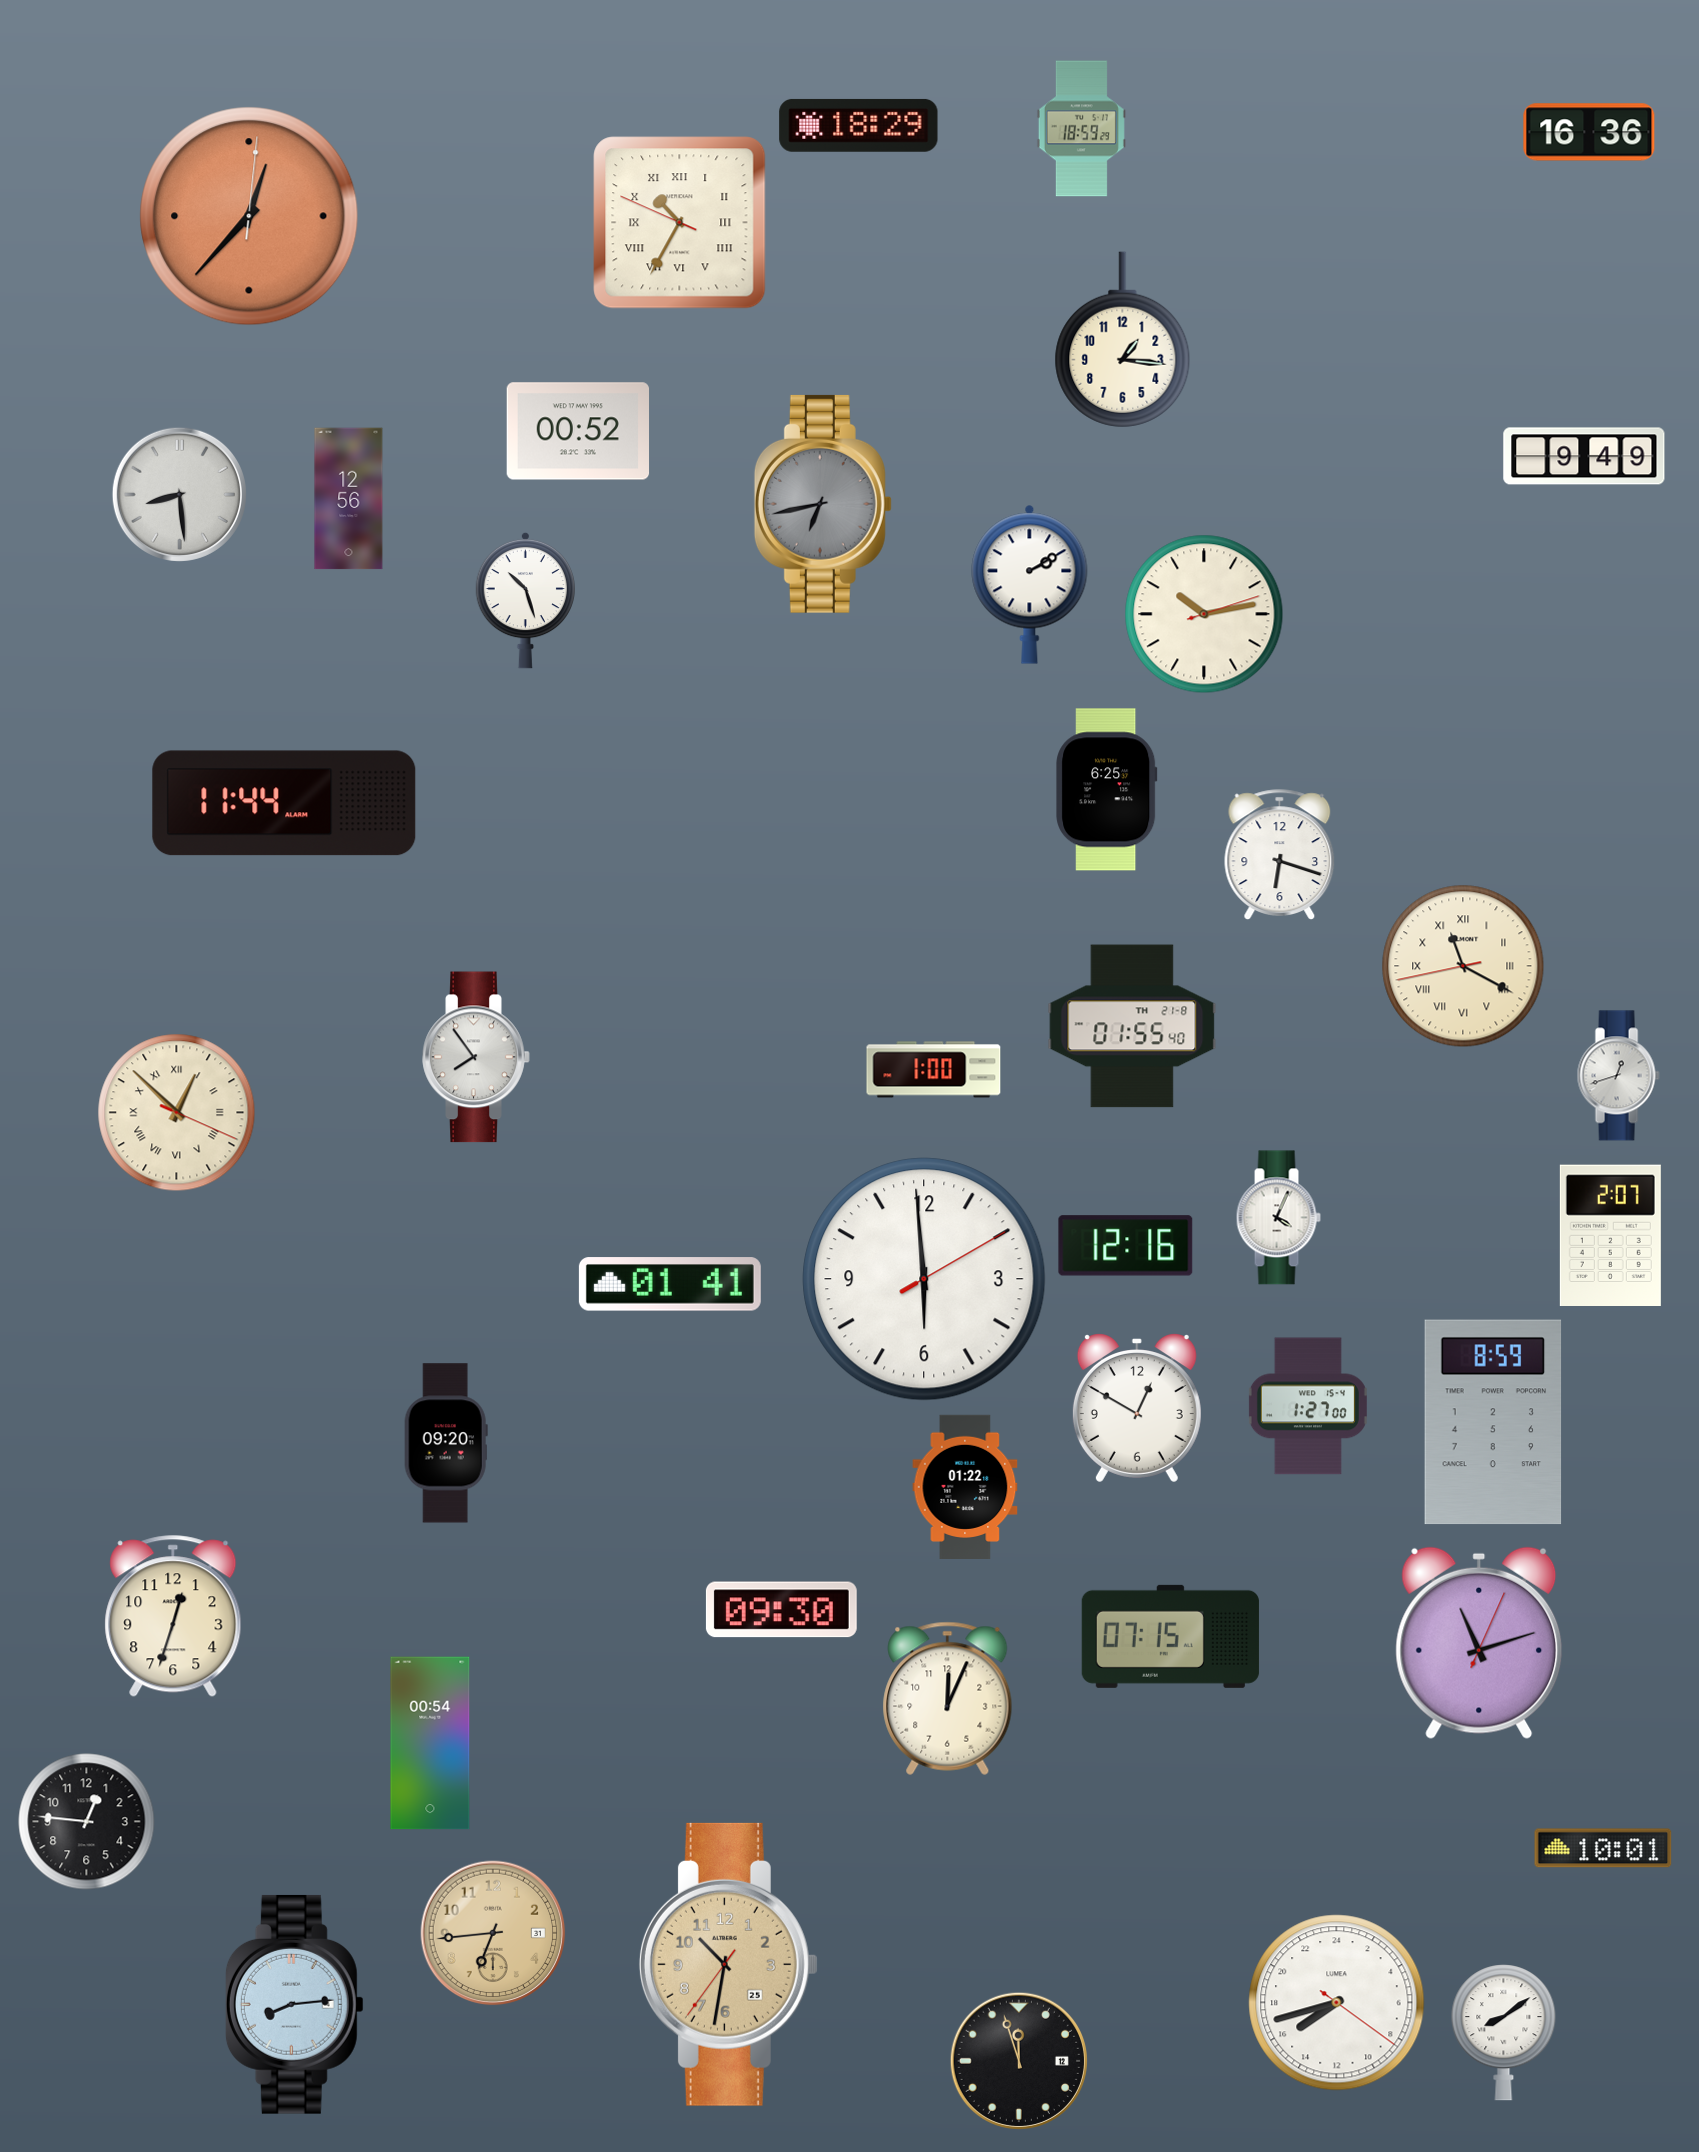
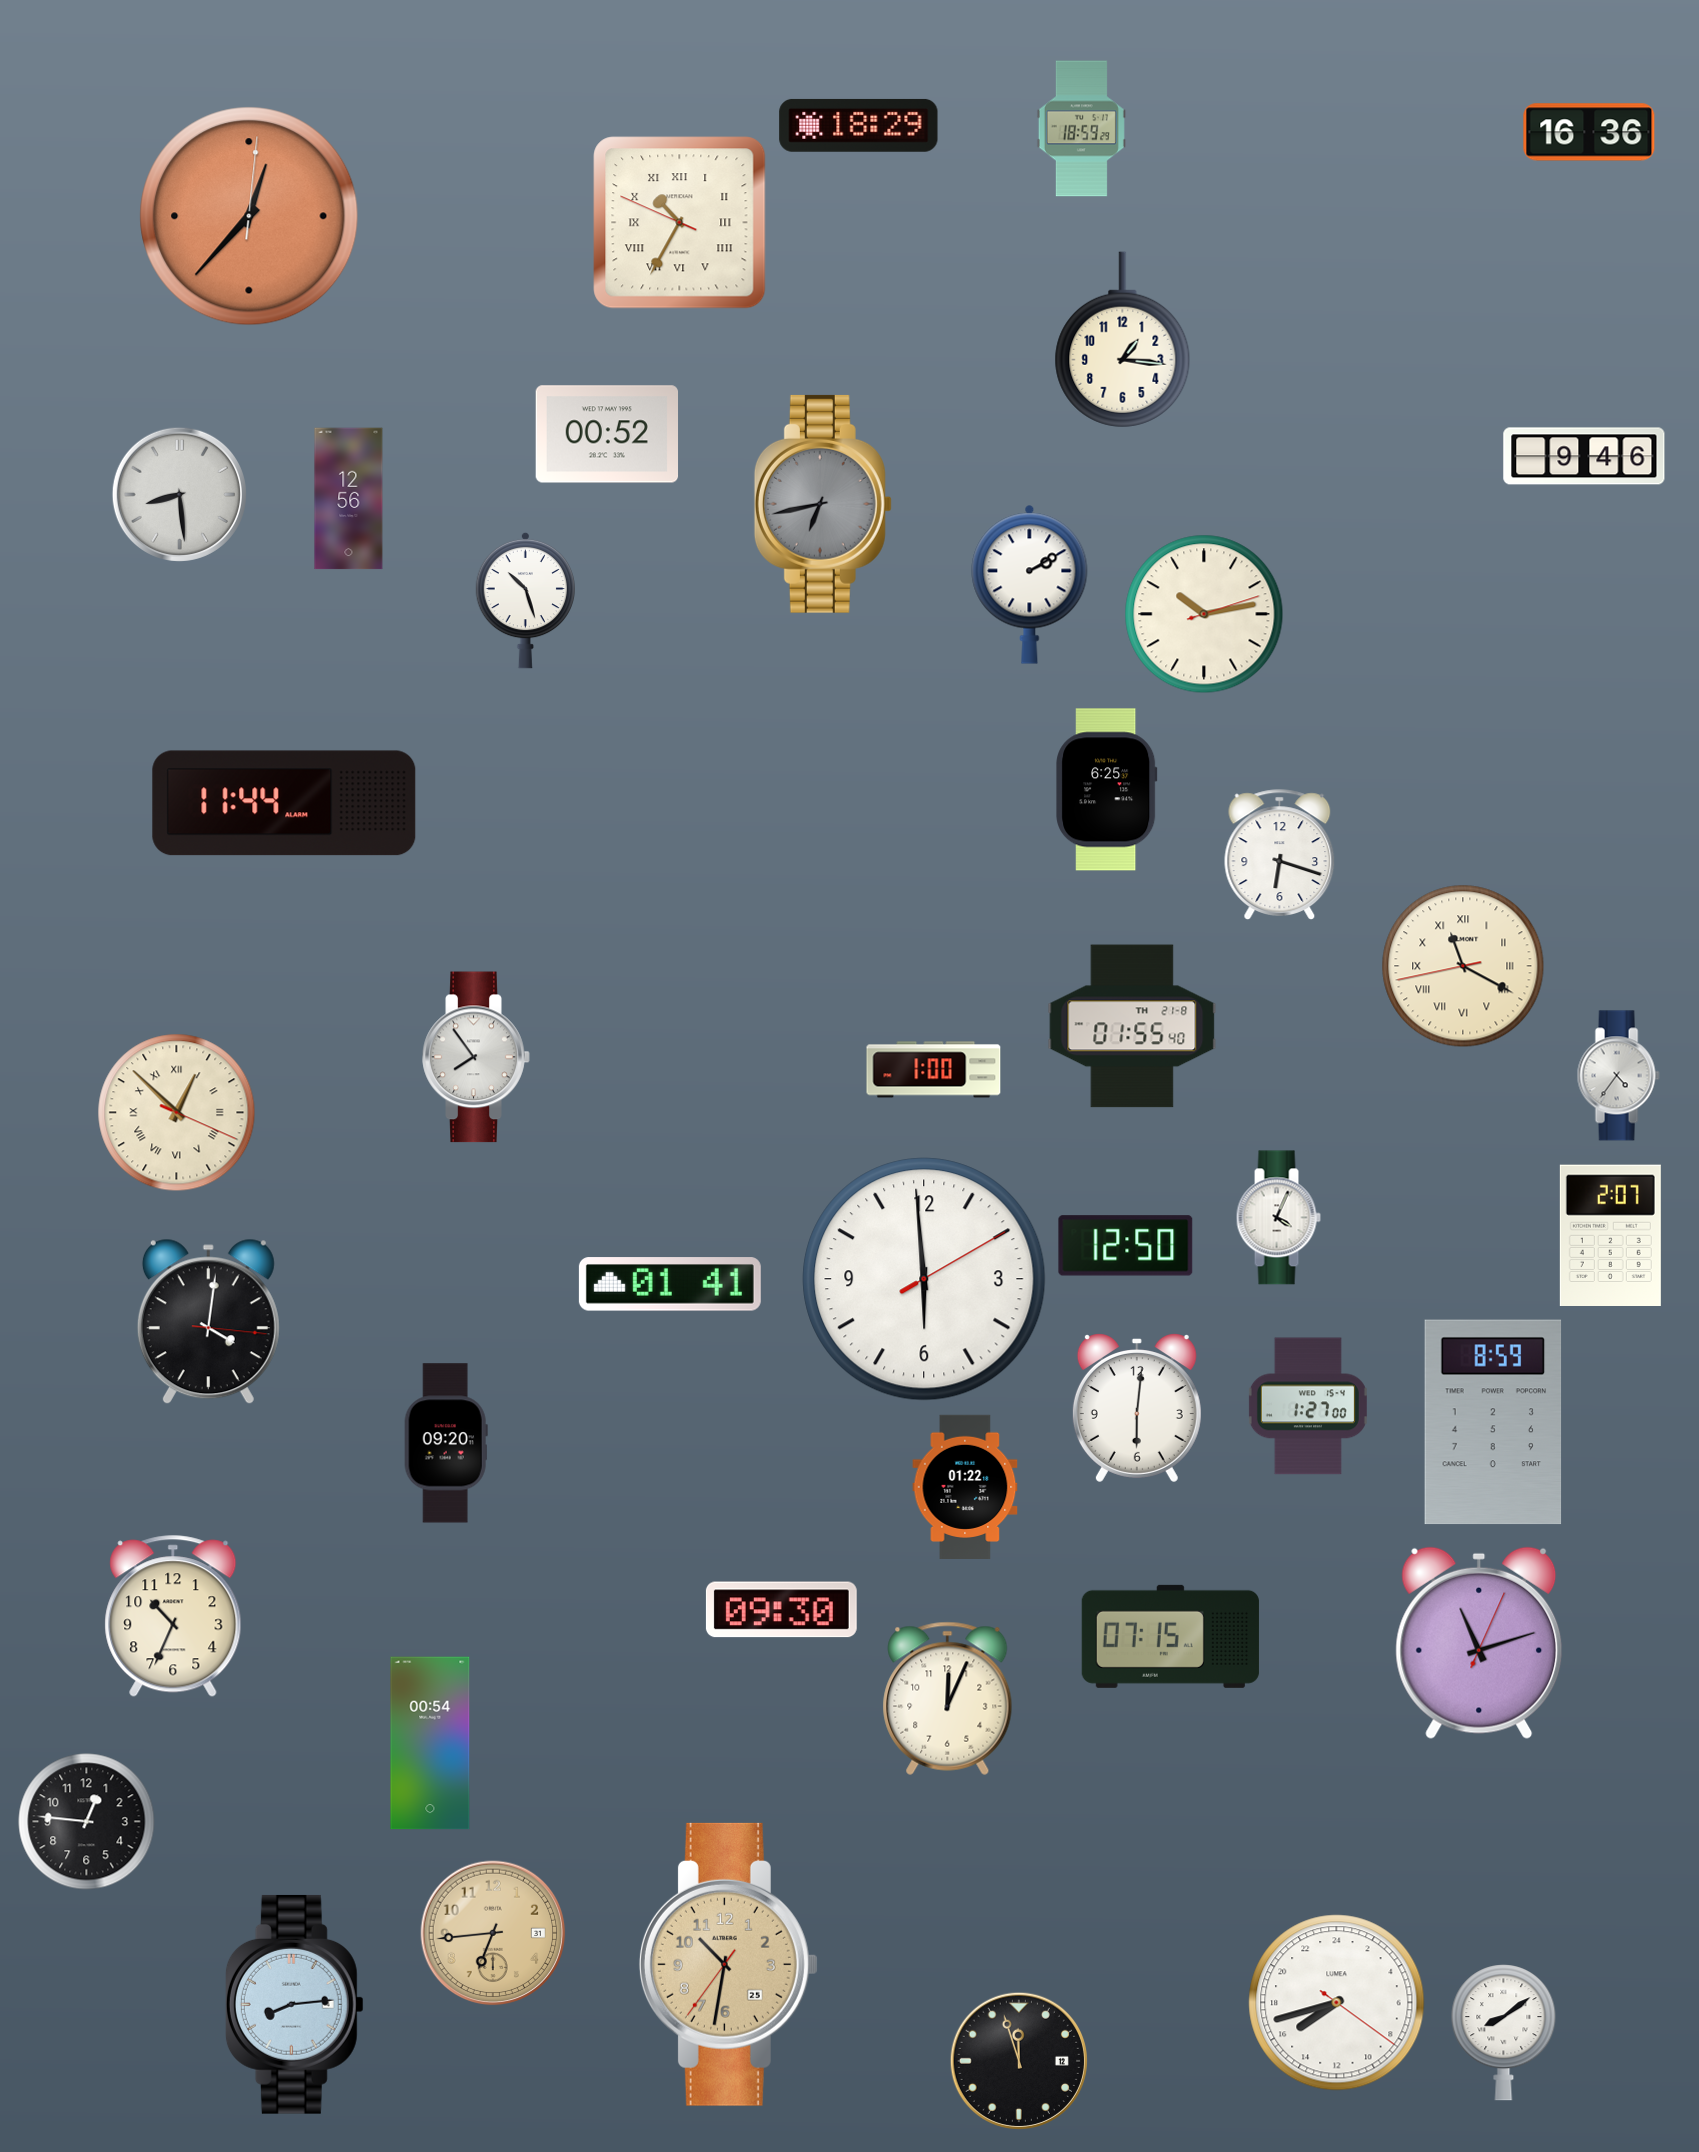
clock at (578, 431) position: (578, 431) -> (607, 434)
clock at (1584, 456): 9:49 -> 9:46
clock at (1618, 1076): 12:42 -> 4:36
clock at (1126, 1246): 12:16 -> 12:50
clock at (208, 1322): none -> 4:01
clock at (1137, 1408): 12:50 -> 6:01
clock at (173, 1616): 12:33 -> 10:34
clock at (1603, 1848): 10:01 -> none
